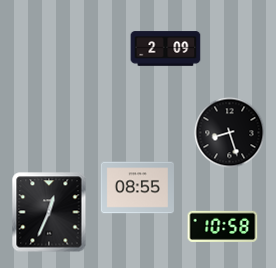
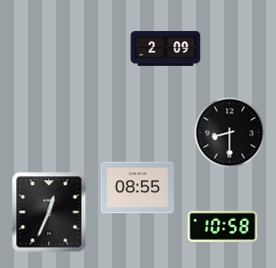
clock at (230, 133): 8:27 -> 8:30
